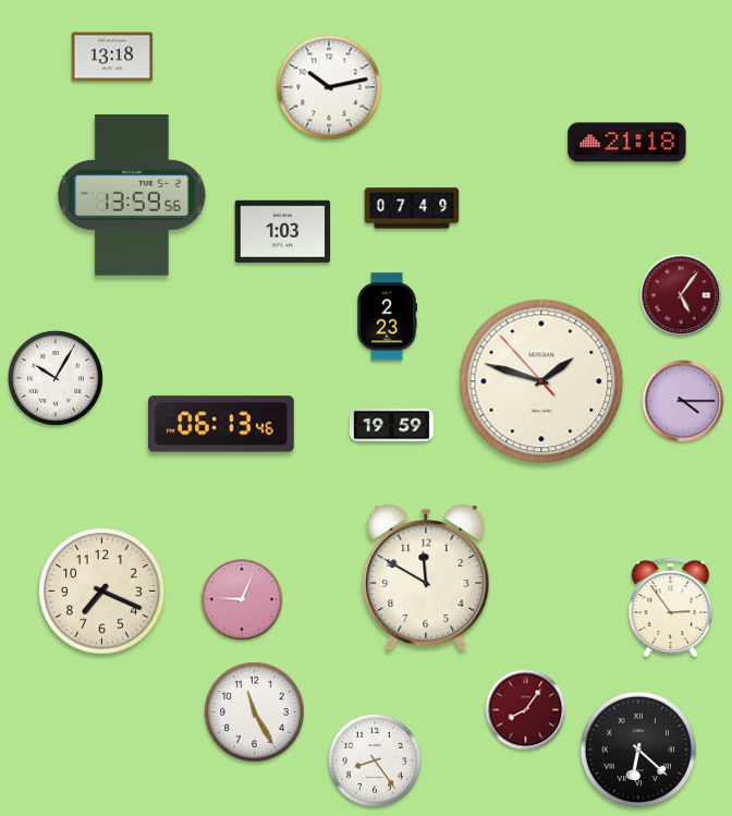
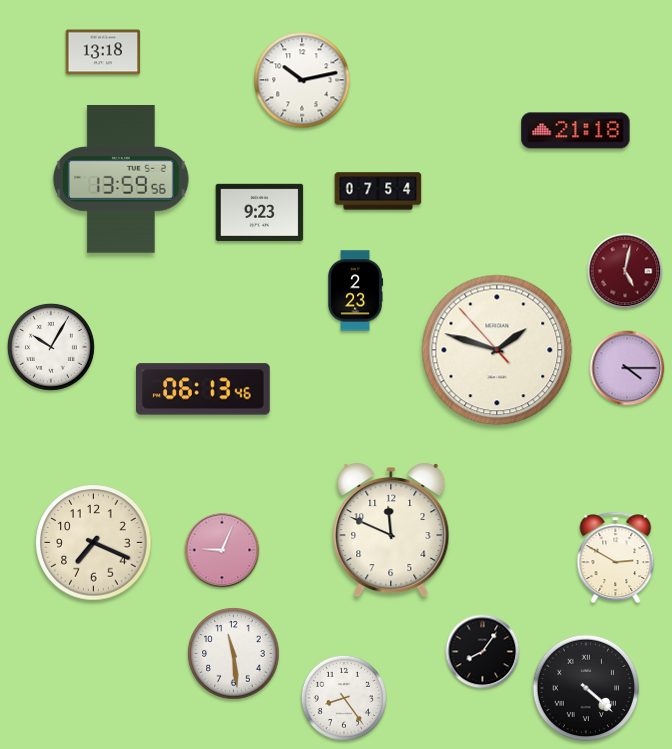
clock at (412, 208): 07:49 -> 07:54
clock at (283, 231): 1:03 -> 9:23
clock at (681, 295): 5:06 -> 5:02
clock at (391, 426): 19:59 -> none
clock at (426, 578): 11:50 -> 11:49
clock at (671, 608): 2:54 -> 2:50
clock at (526, 710) dial: burgundy -> black
clock at (255, 713): 11:25 -> 11:29
clock at (638, 750): 6:22 -> 4:22
